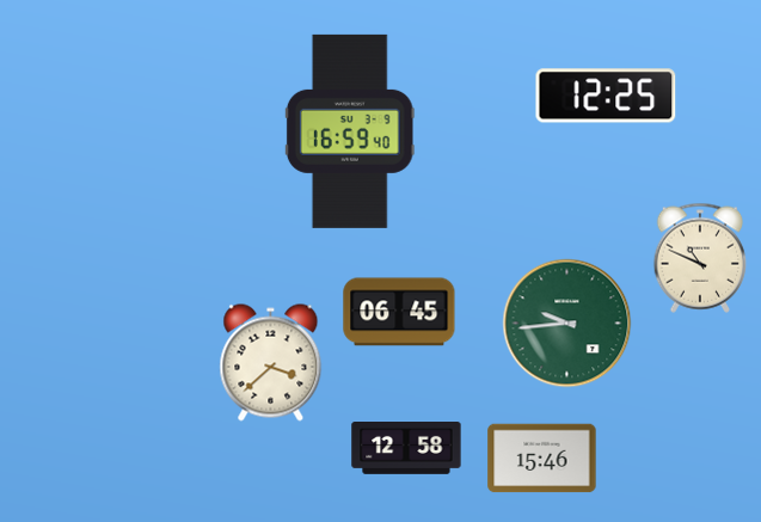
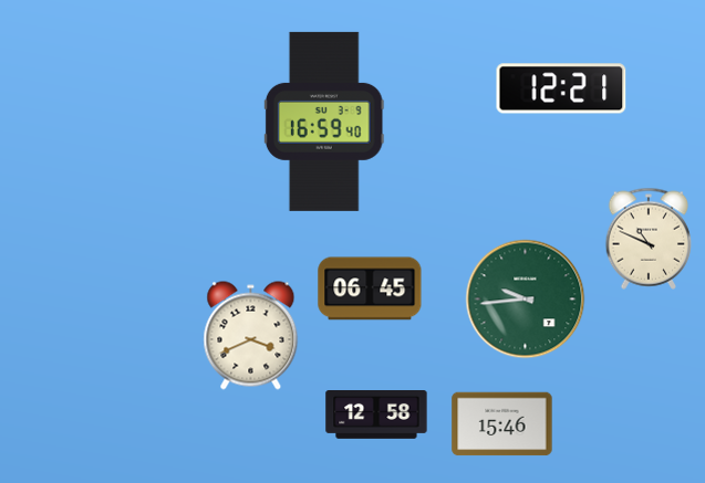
clock at (606, 96): 12:25 -> 12:21
clock at (271, 363): 3:38 -> 3:41
